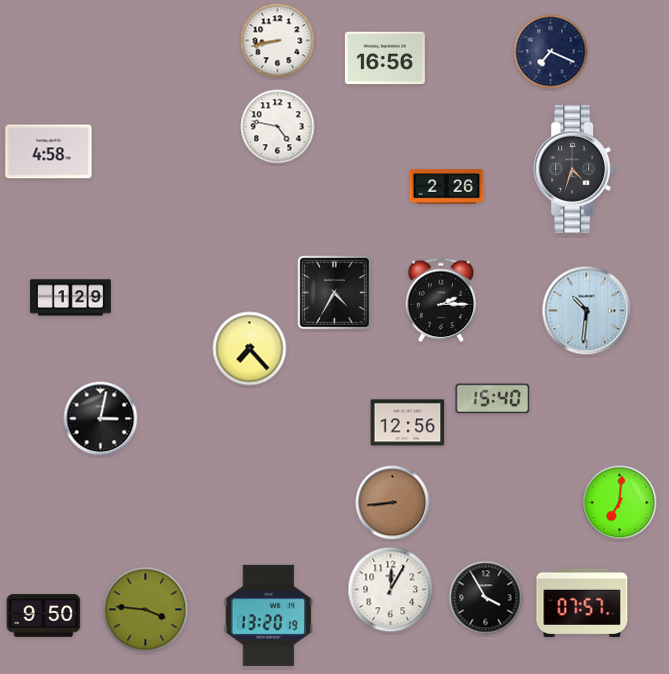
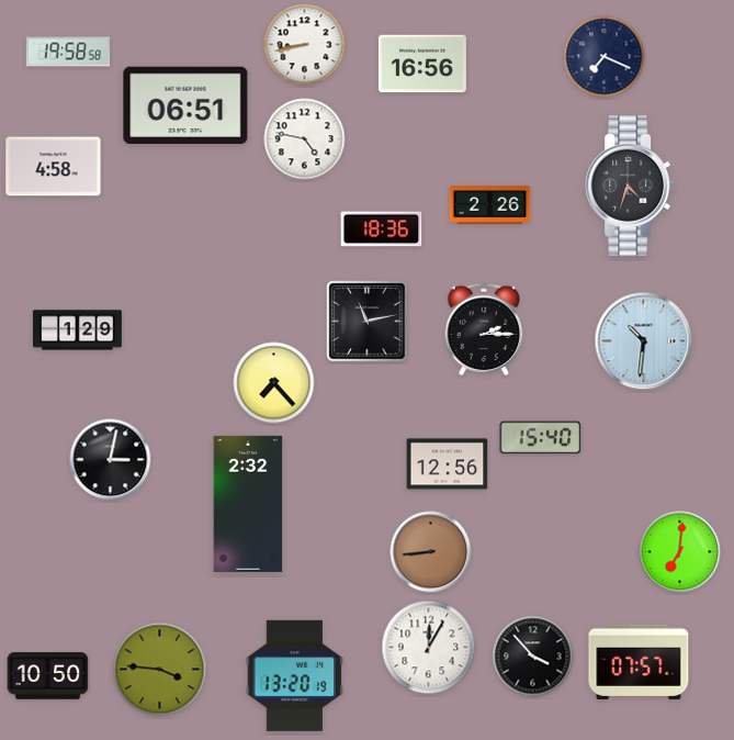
clock at (68, 52): none -> 19:58
clock at (185, 104): none -> 06:51
clock at (382, 229): none -> 18:36
clock at (335, 293): 4:35 -> 11:13
clock at (71, 298) position: (71, 298) -> (78, 330)
clock at (248, 504): none -> 2:32
clock at (486, 598): 3:55 -> 3:53
clock at (44, 616): 9:50 -> 10:50
